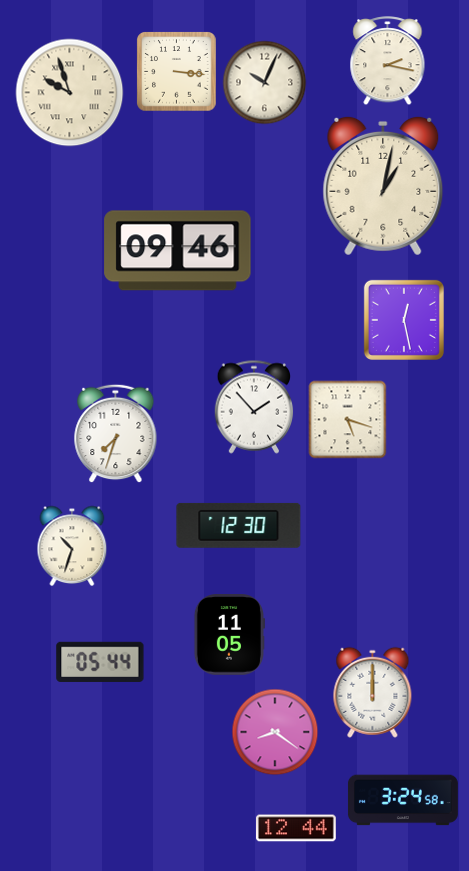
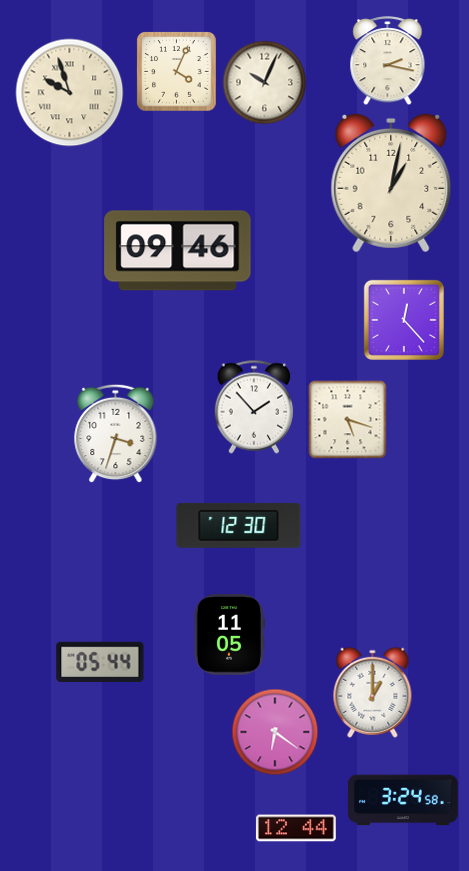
clock at (177, 72): 3:16 -> 4:04
clock at (383, 186) position: (383, 186) -> (391, 183)
clock at (404, 320): 12:28 -> 12:23
clock at (116, 434): 7:33 -> 3:33
clock at (72, 546): 10:33 -> none
clock at (373, 692): 12:00 -> 1:00
clock at (275, 732): 8:21 -> 6:21
